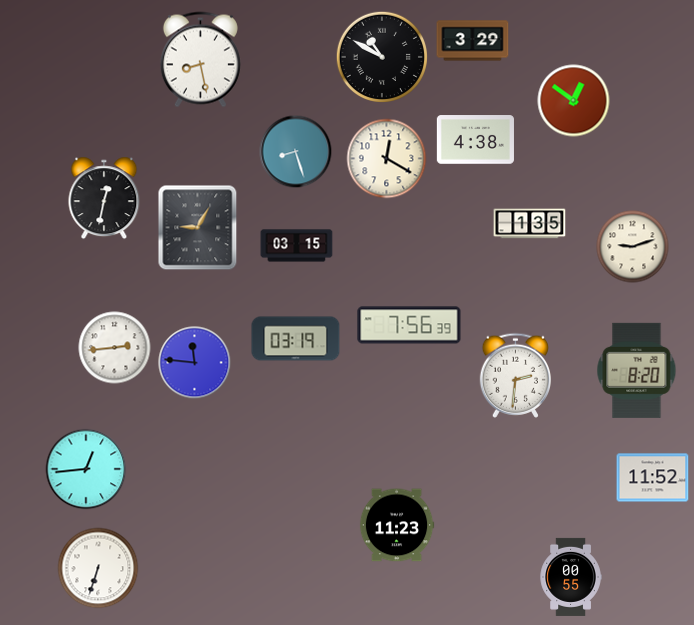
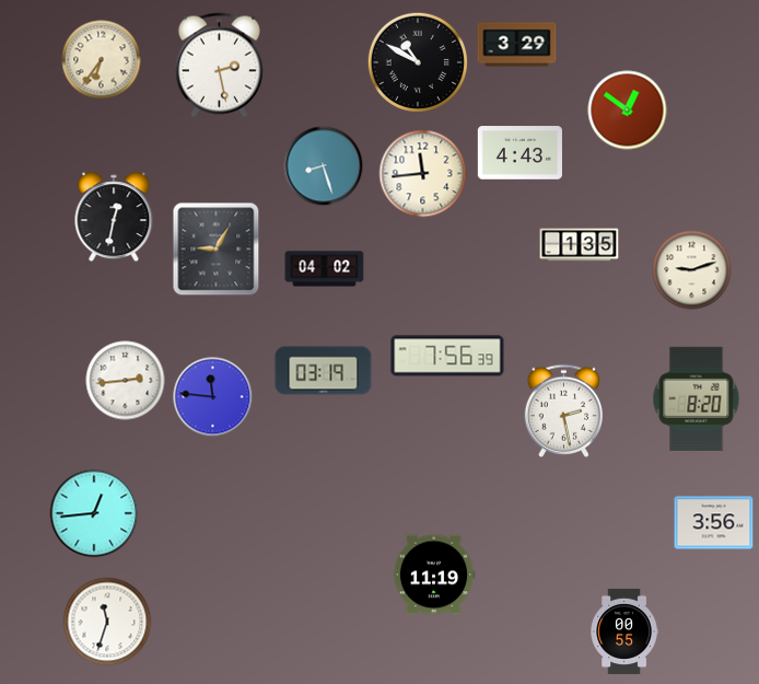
clock at (102, 60): none -> 6:36
clock at (200, 60): 8:28 -> 2:28
clock at (475, 140): 4:38 -> 4:43
clock at (387, 159): 12:20 -> 11:44
clock at (297, 246): 03:15 -> 04:02
clock at (637, 370) position: (637, 370) -> (697, 398)
clock at (515, 375): 2:31 -> 2:28
clock at (653, 478): 11:52 -> 3:56
clock at (397, 525): 11:23 -> 11:19
clock at (98, 568): 6:33 -> 11:33
